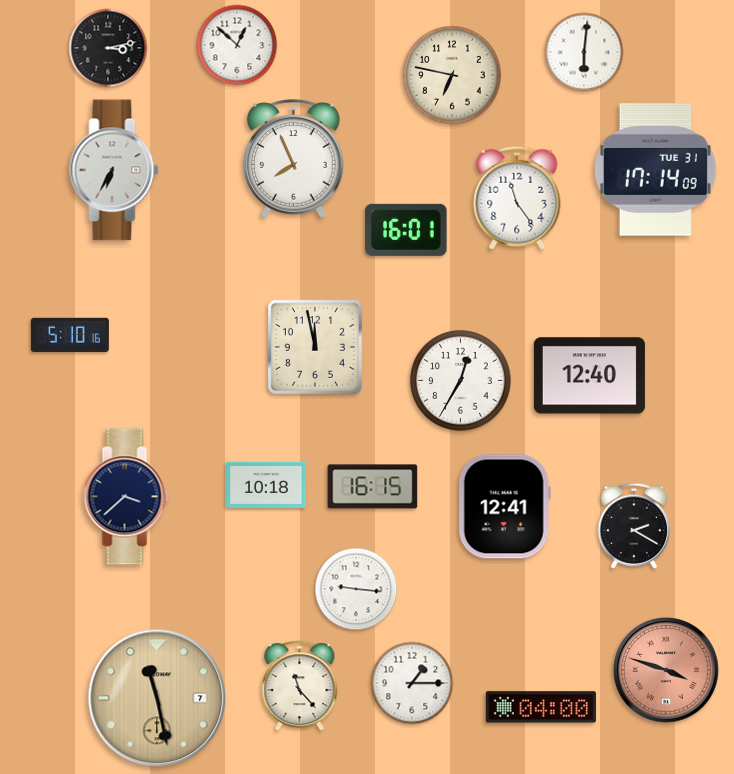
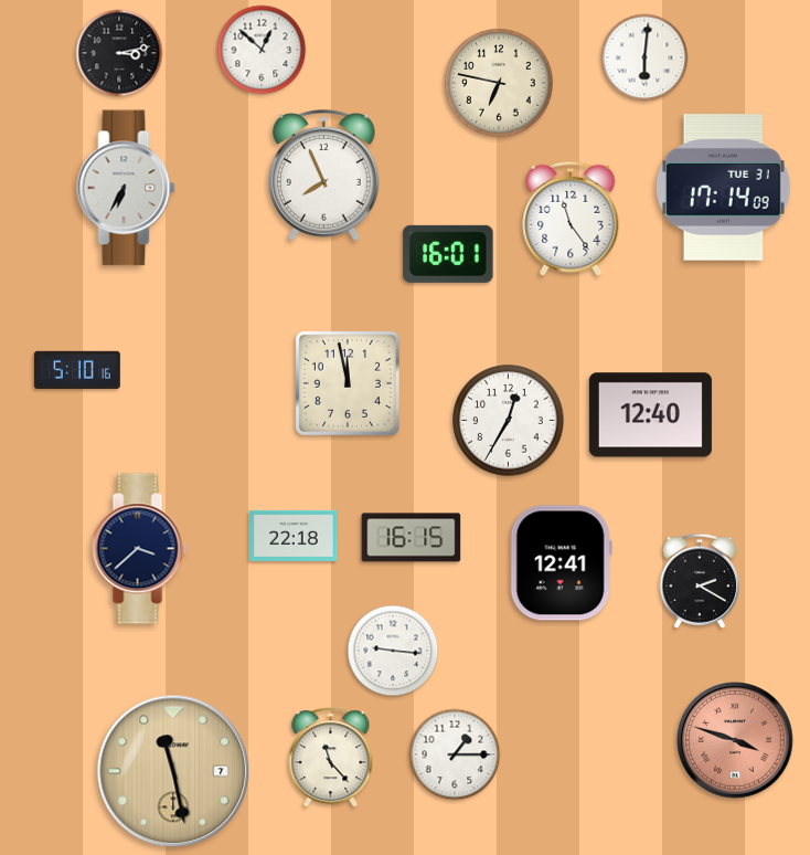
clock at (266, 485): 10:18 -> 22:18
clock at (504, 507) position: (504, 507) -> (561, 563)
clock at (541, 707): 04:00 -> none
